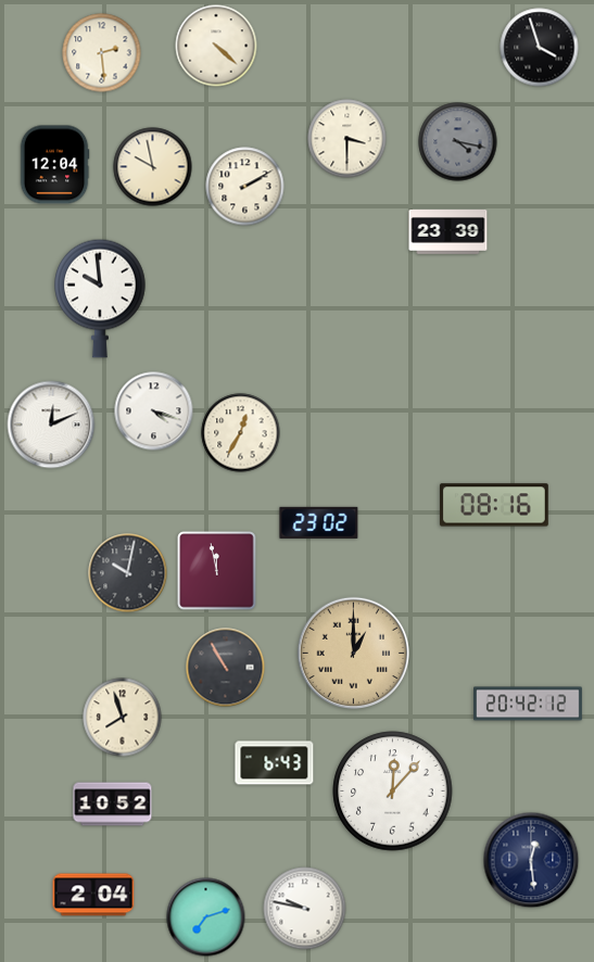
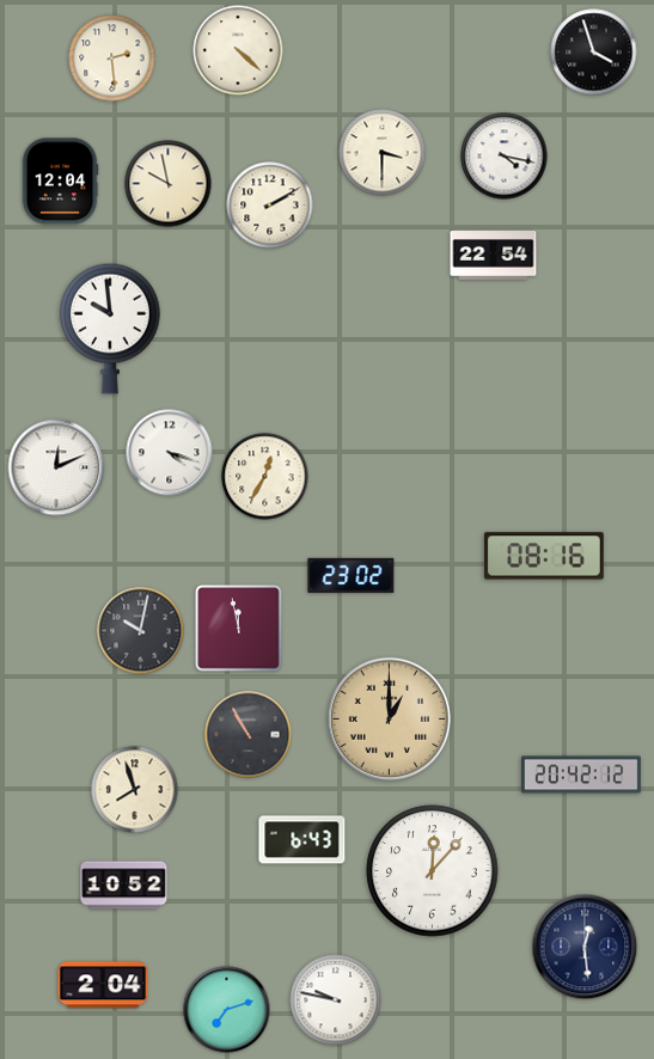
clock at (458, 142) dial: grey -> white
clock at (448, 232): 23:39 -> 22:54
